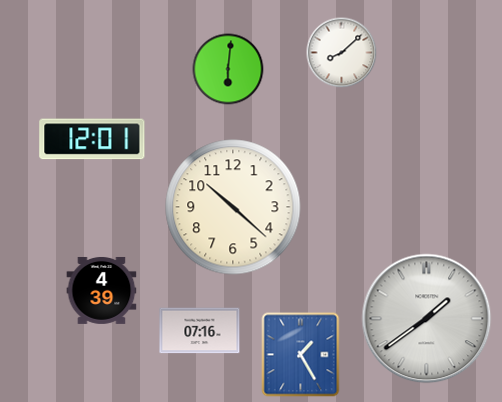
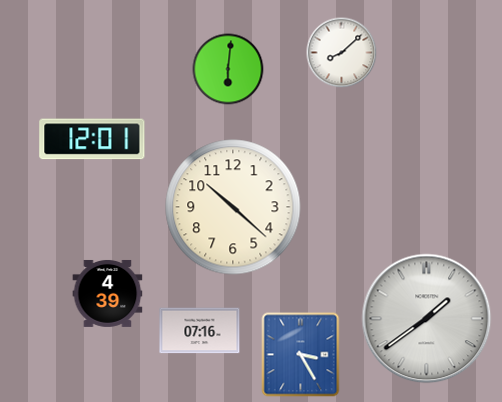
clock at (102, 290) position: (102, 290) -> (108, 293)
clock at (301, 355): 1:25 -> 3:25
